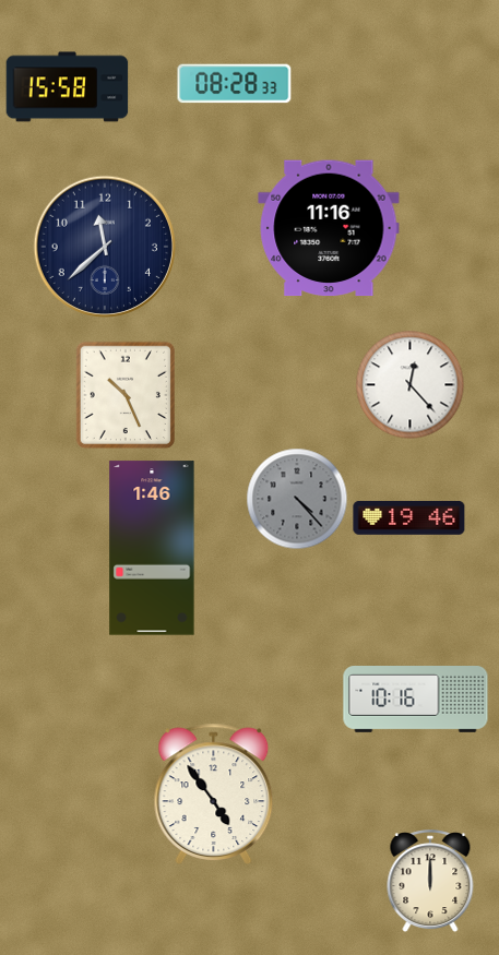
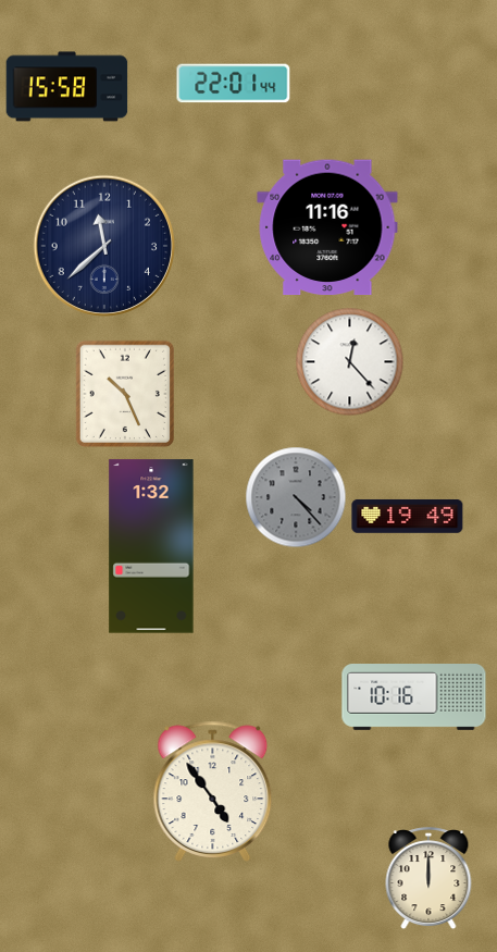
clock at (235, 84): 08:28 -> 22:01
clock at (411, 385) position: (411, 385) -> (350, 362)
clock at (409, 517): 19:46 -> 19:49
clock at (152, 548): 1:46 -> 1:32
